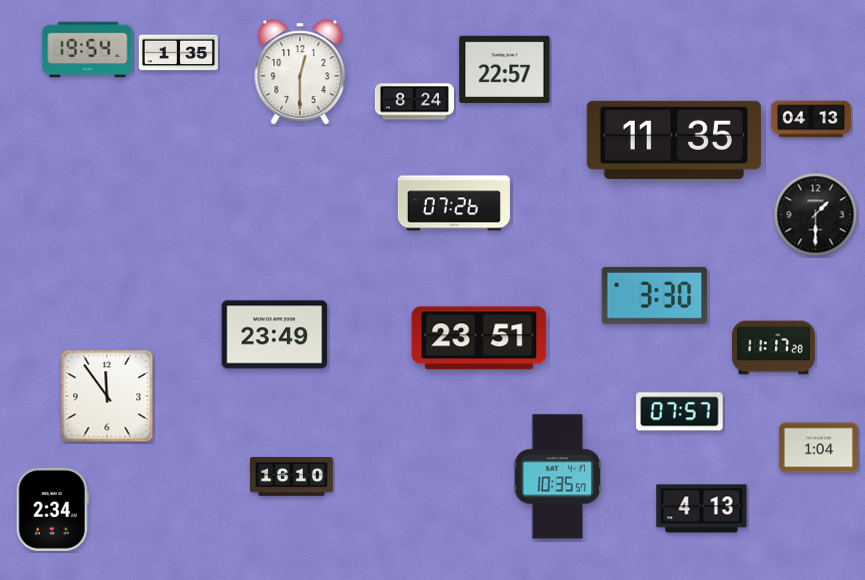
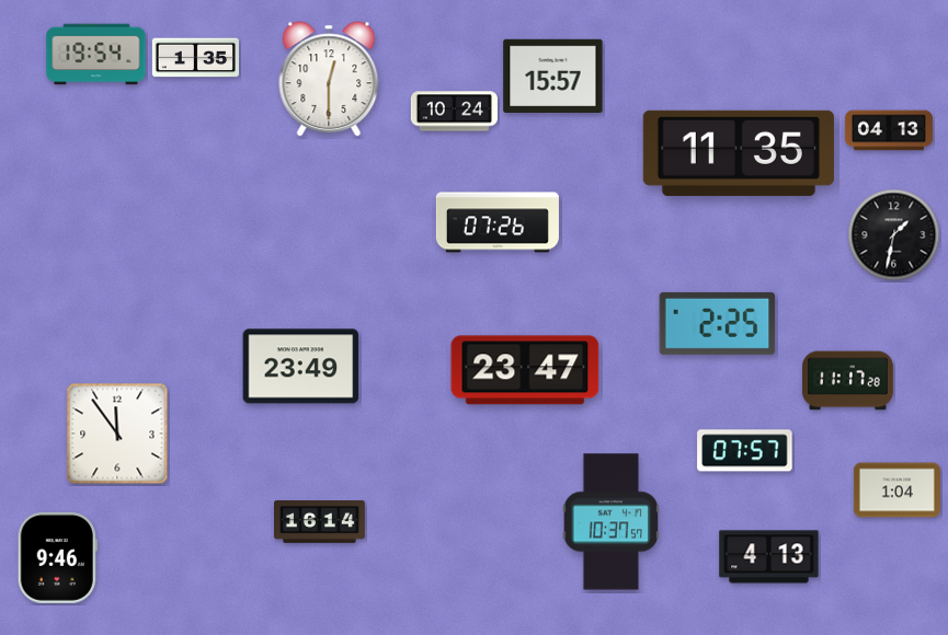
clock at (505, 69): 22:57 -> 15:57
clock at (414, 102): 8:24 -> 10:24
clock at (816, 215): 1:30 -> 1:32
clock at (655, 295): 3:30 -> 2:25
clock at (479, 338): 23:51 -> 23:47
clock at (292, 477): 16:10 -> 16:14
clock at (557, 477): 10:35 -> 10:37
clock at (52, 509): 2:34 -> 9:46
